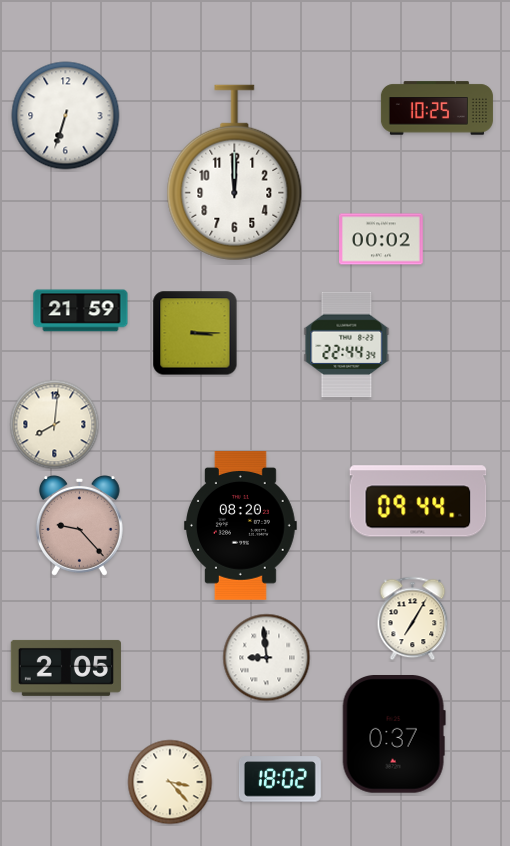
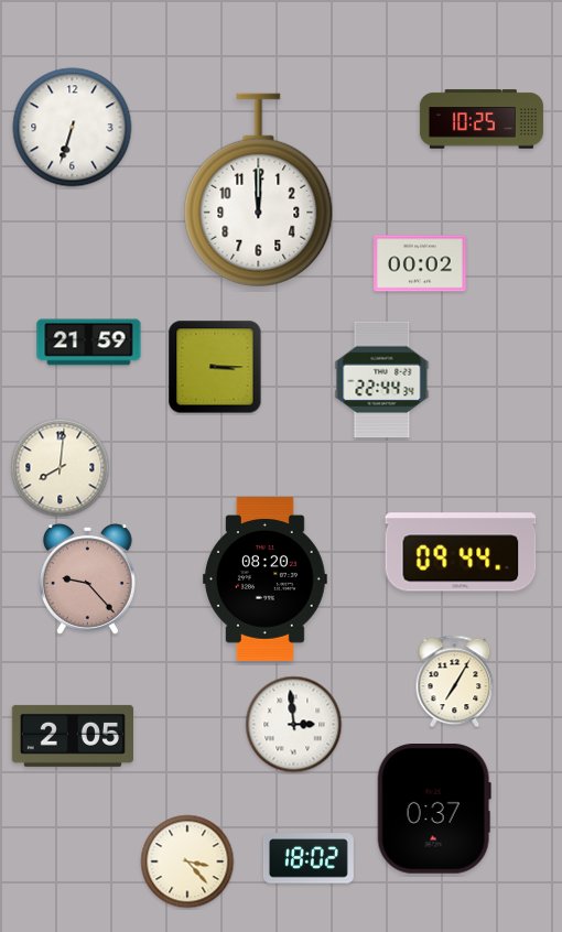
clock at (267, 658): 8:59 -> 2:59
